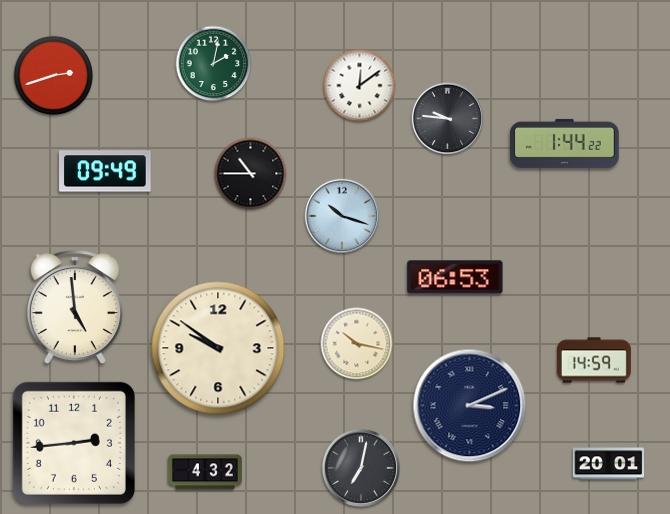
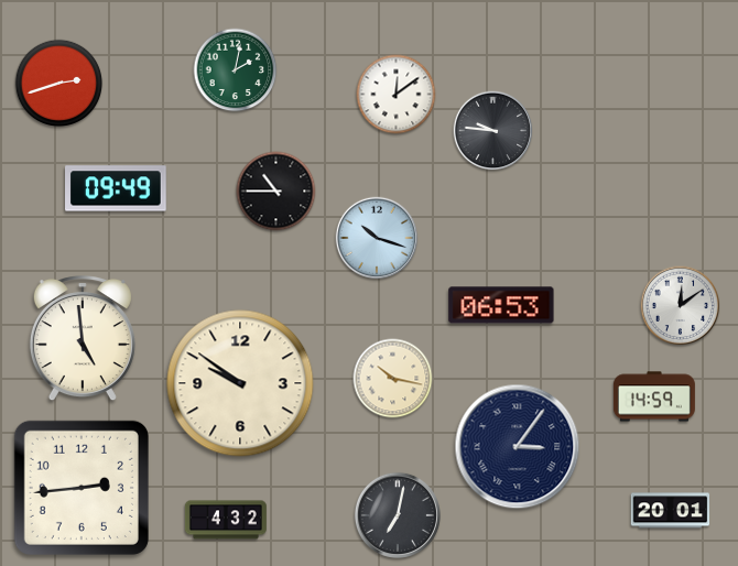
clock at (565, 143): 1:44 -> none
clock at (681, 306): none -> 12:09
clock at (470, 406): 3:11 -> 3:06
